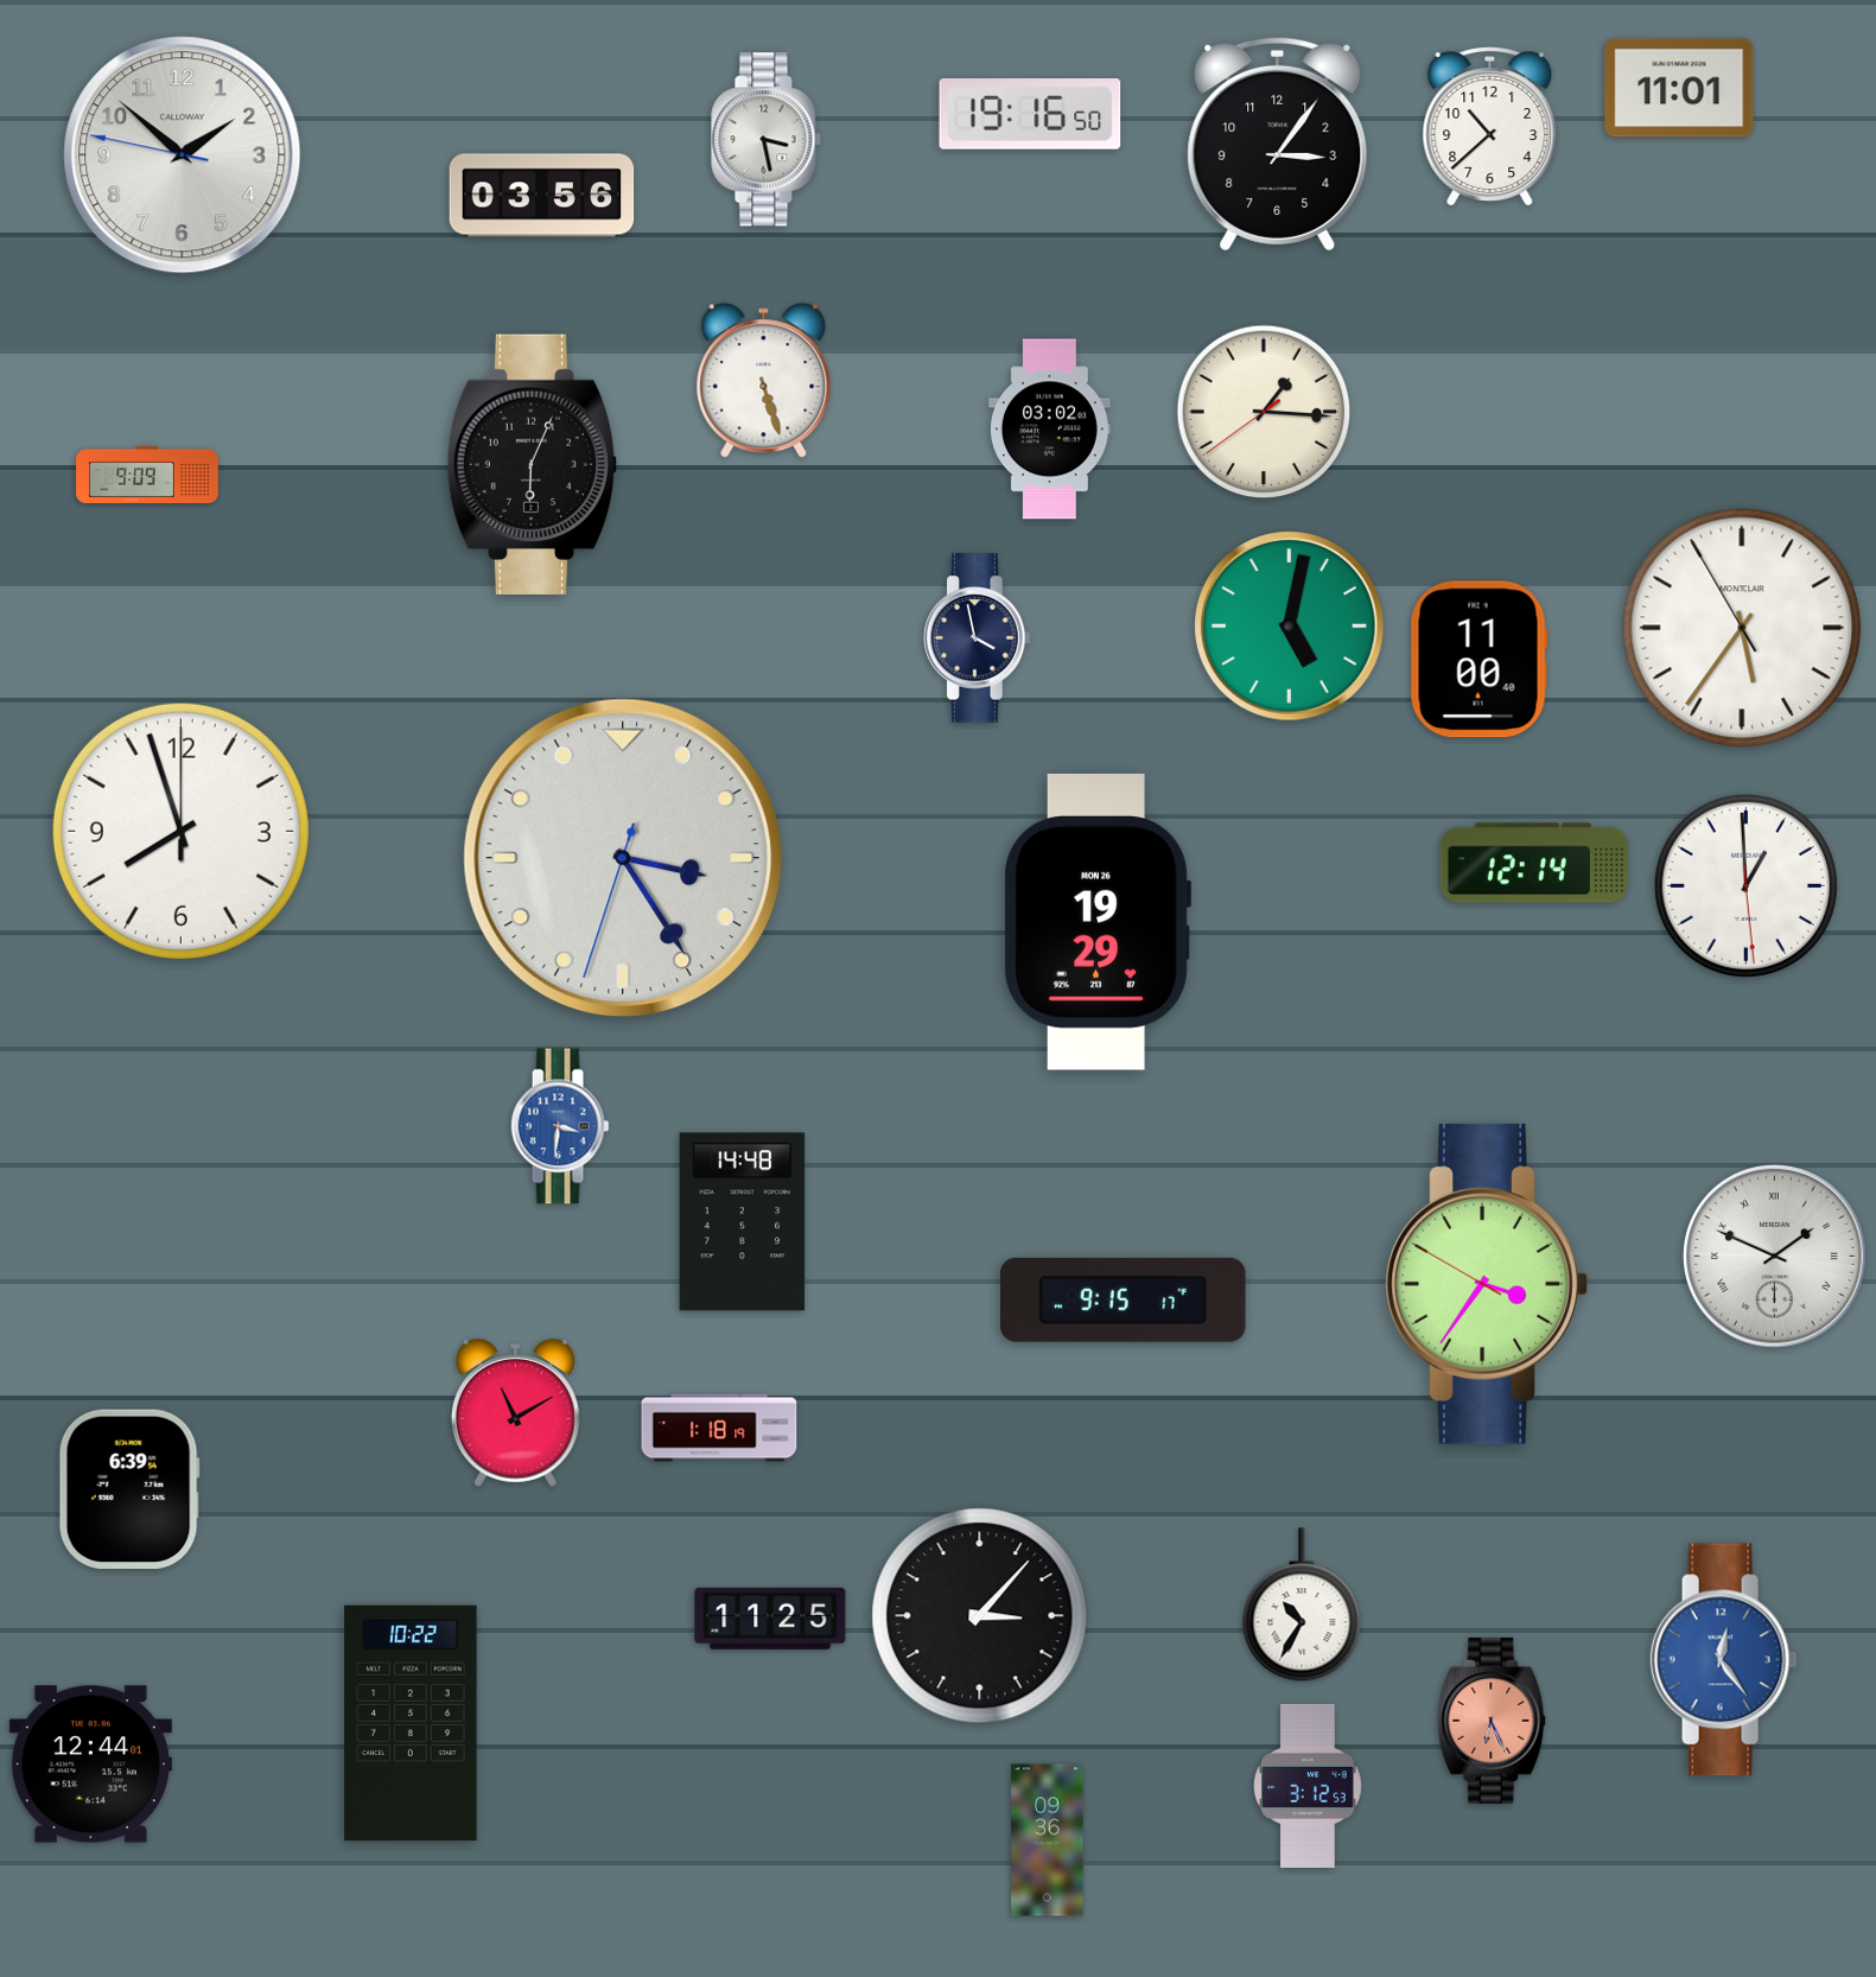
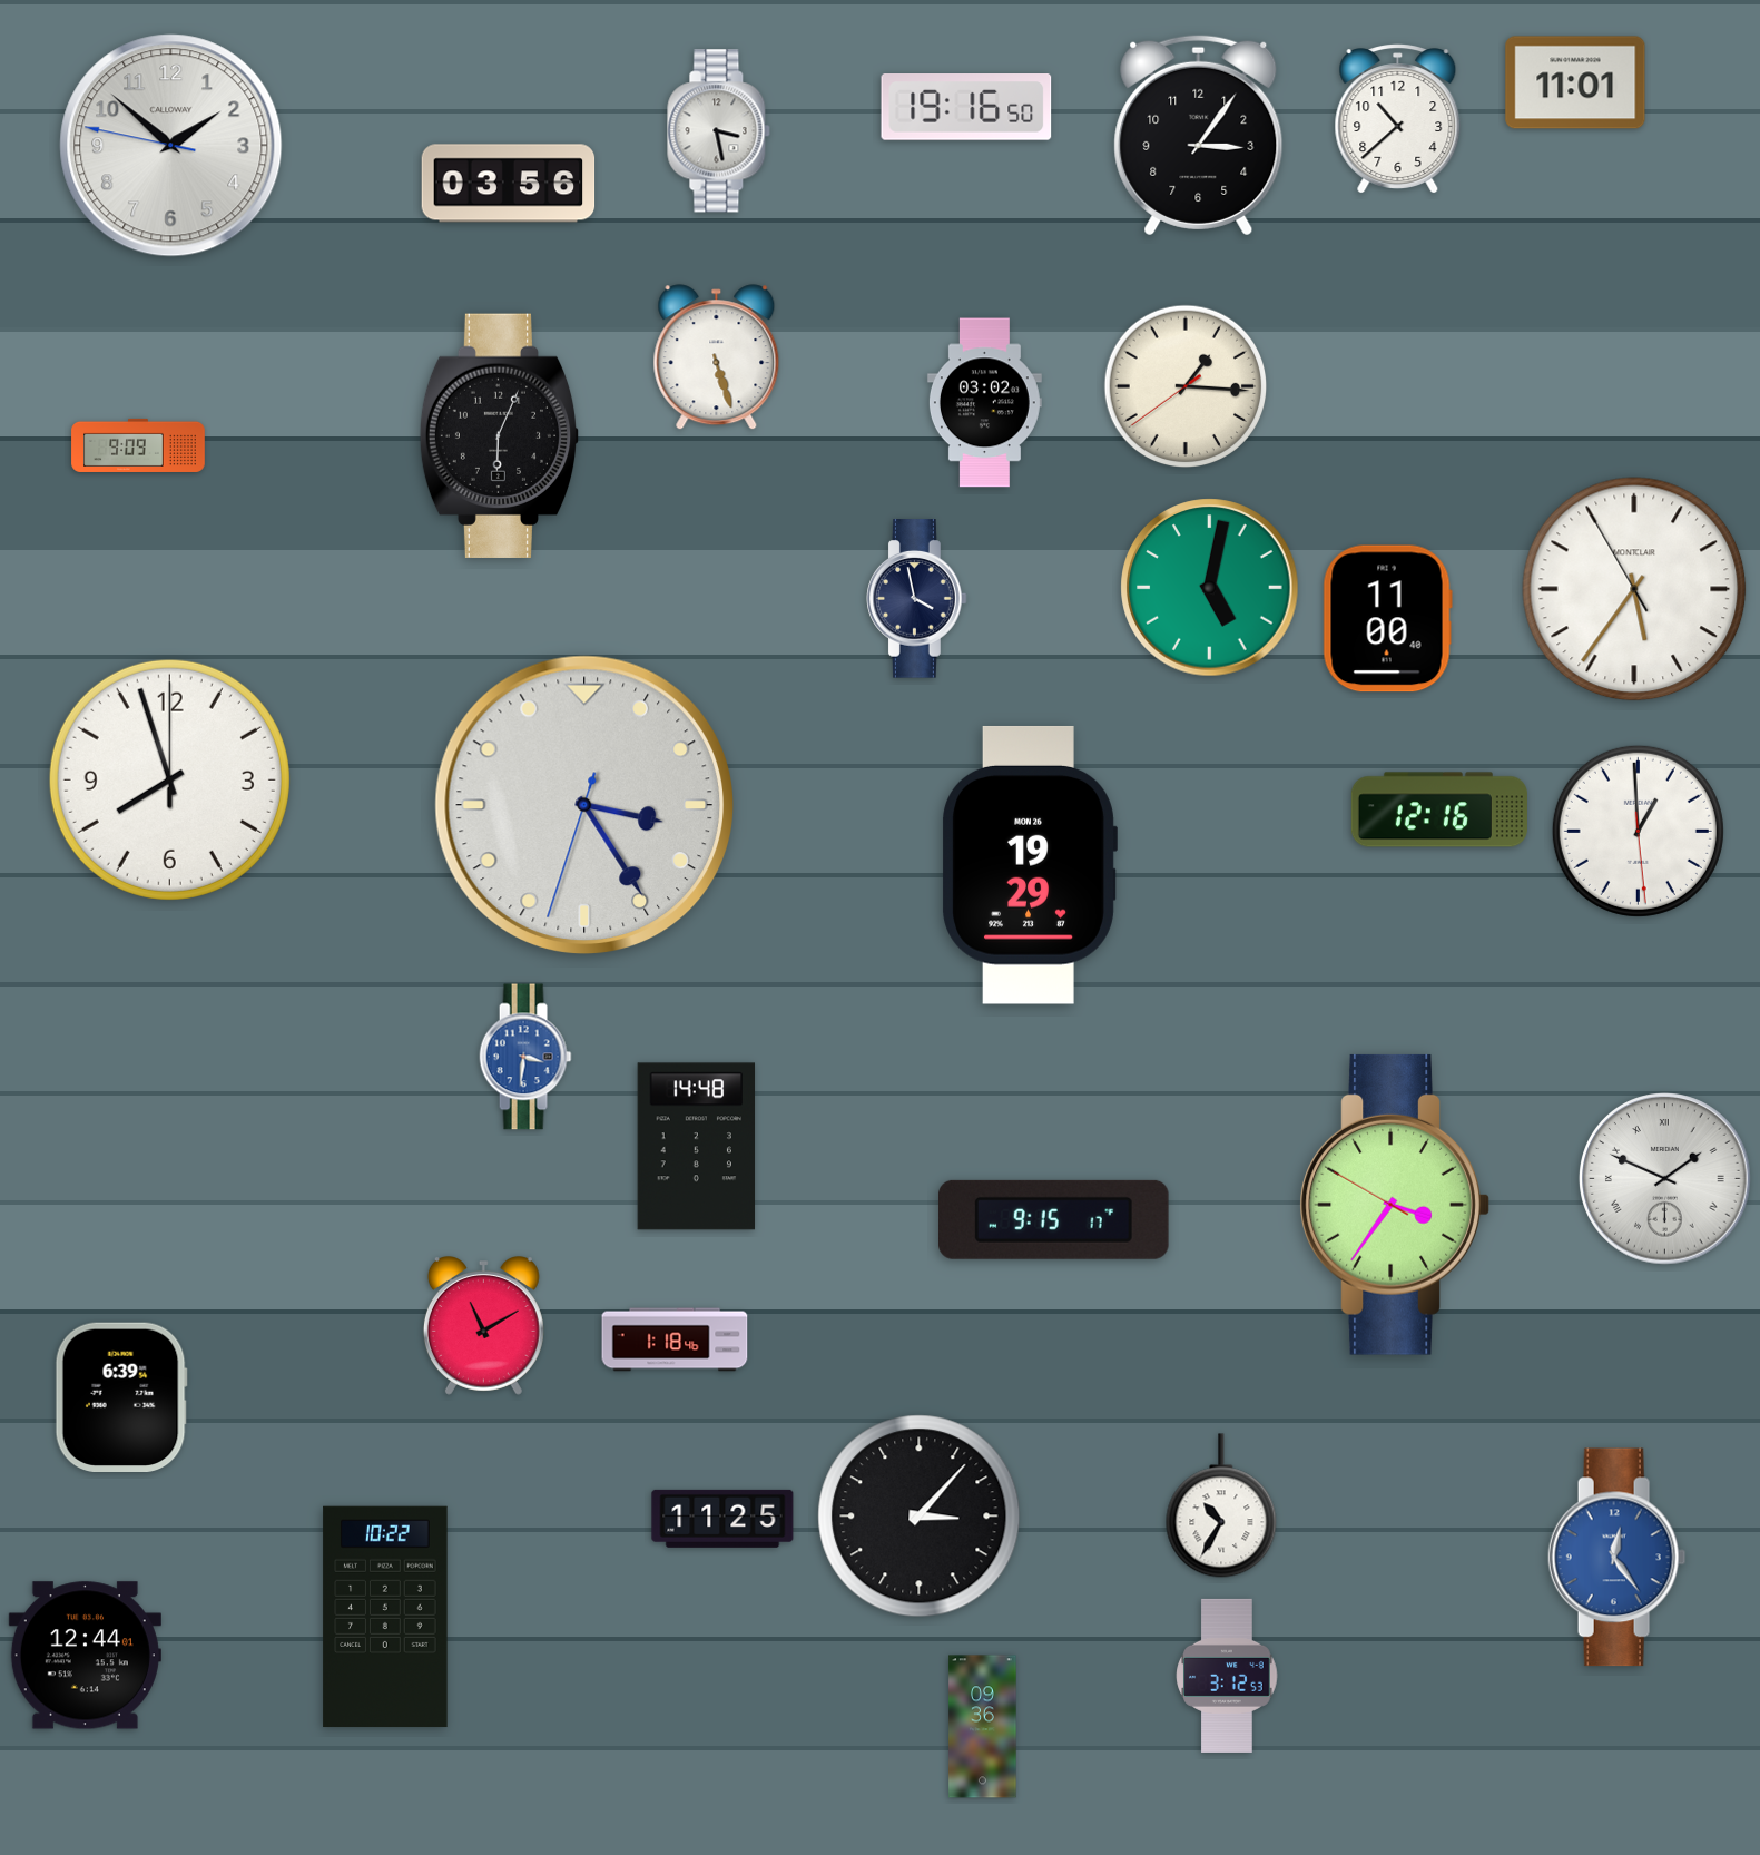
clock at (1534, 863): 12:14 -> 12:16
clock at (719, 1428): 1:18:19 -> 1:18:46
clock at (1492, 1721): 6:26 -> none
